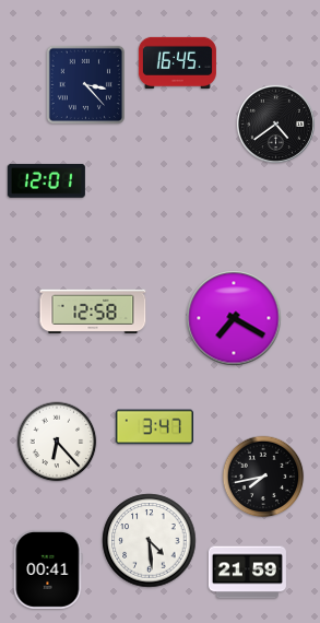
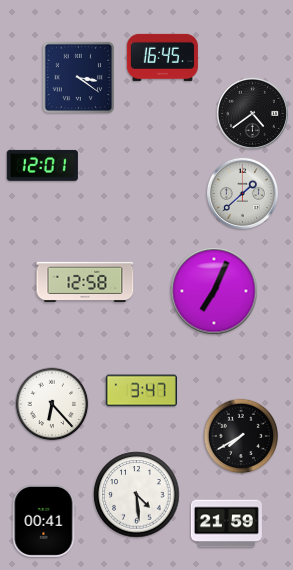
clock at (85, 84): 3:23 -> 3:21
clock at (242, 193): none -> 1:38
clock at (93, 311) position: (93, 311) -> (85, 282)
clock at (234, 318): 7:20 -> 7:04
clock at (263, 477): 7:43 -> 7:40
